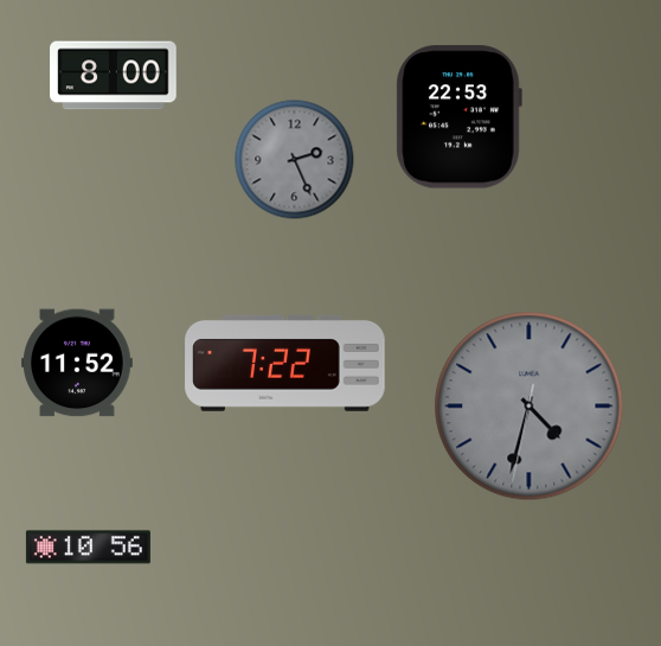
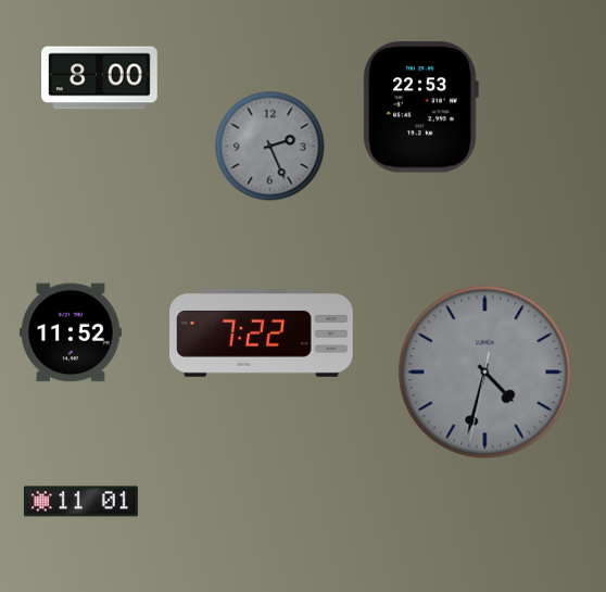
clock at (114, 76) position: (114, 76) -> (100, 78)
clock at (88, 548): 10:56 -> 11:01
